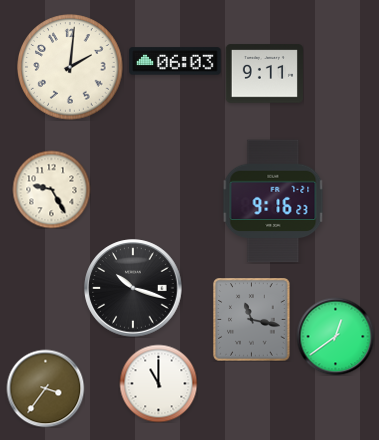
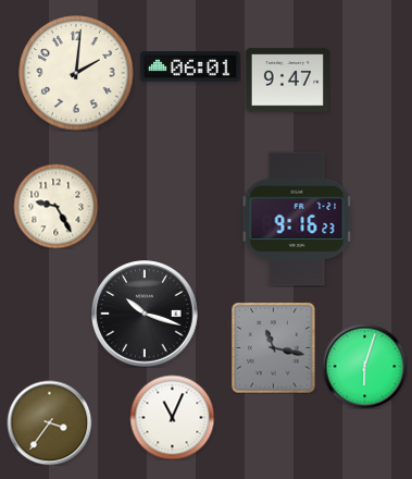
clock at (175, 61): 06:03 -> 06:01
clock at (264, 74): 9:11 -> 9:47
clock at (335, 336): 12:39 -> 6:03
clock at (158, 383): 11:00 -> 11:04
